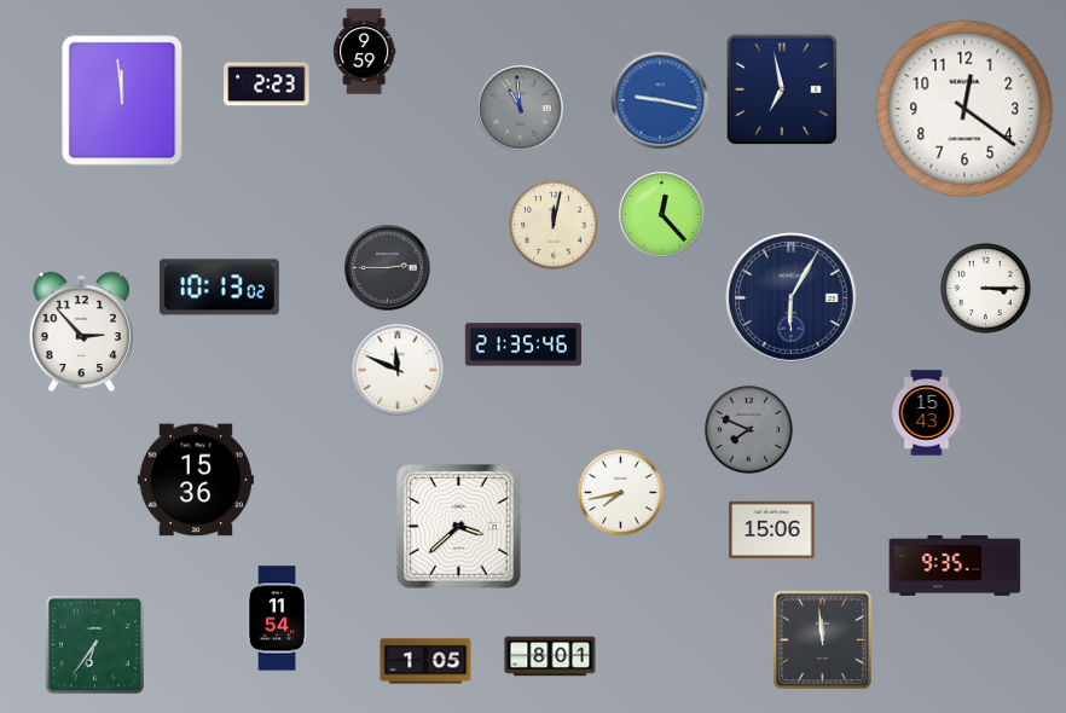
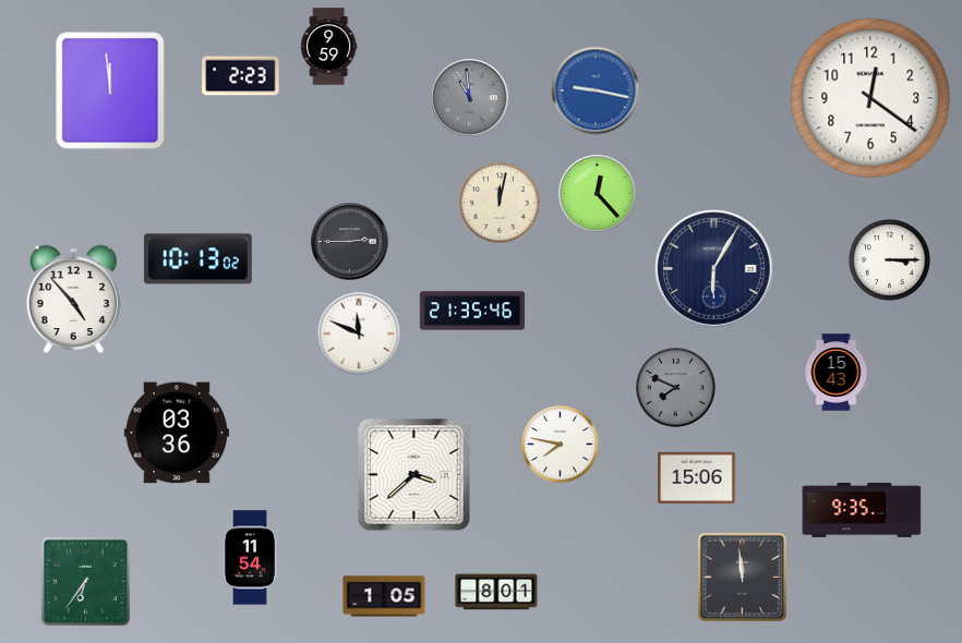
clock at (782, 89): 6:58 -> none
clock at (81, 332): 2:53 -> 4:53
clock at (196, 480): 15:36 -> 03:36
clock at (620, 492): 7:43 -> 7:47
